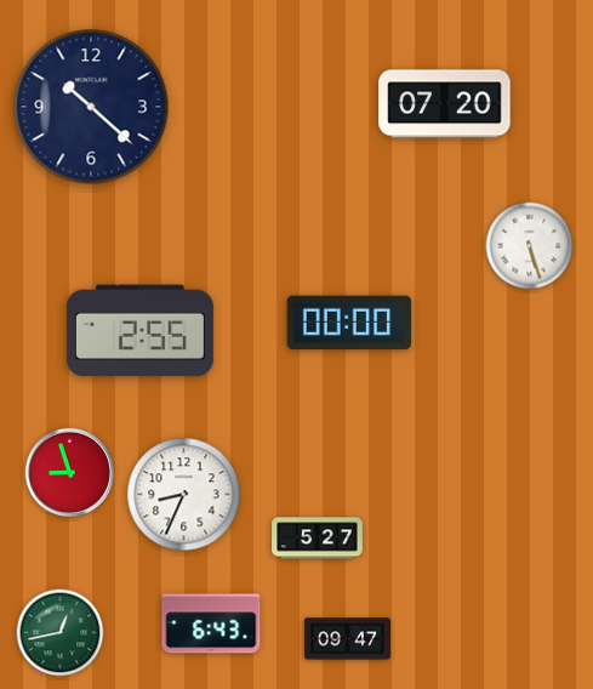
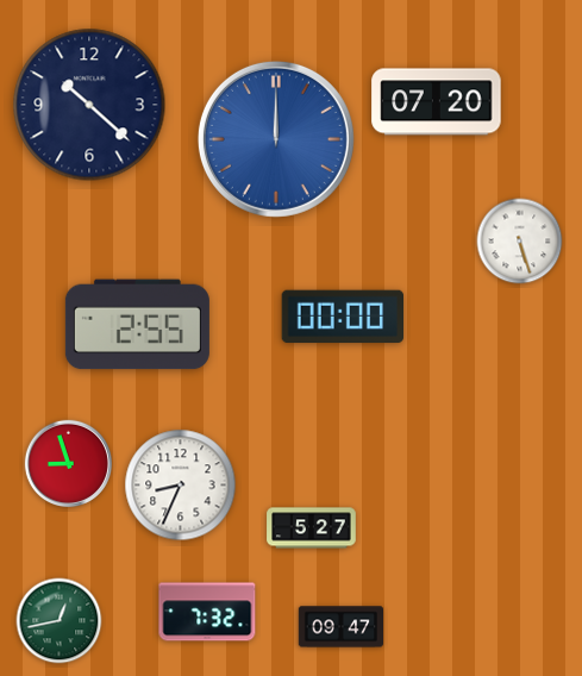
clock at (276, 139): none -> 12:00
clock at (211, 623): 6:43 -> 7:32
